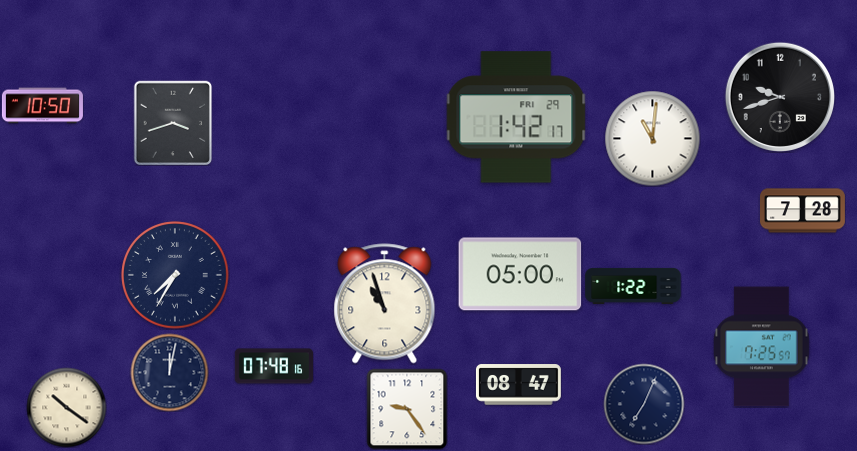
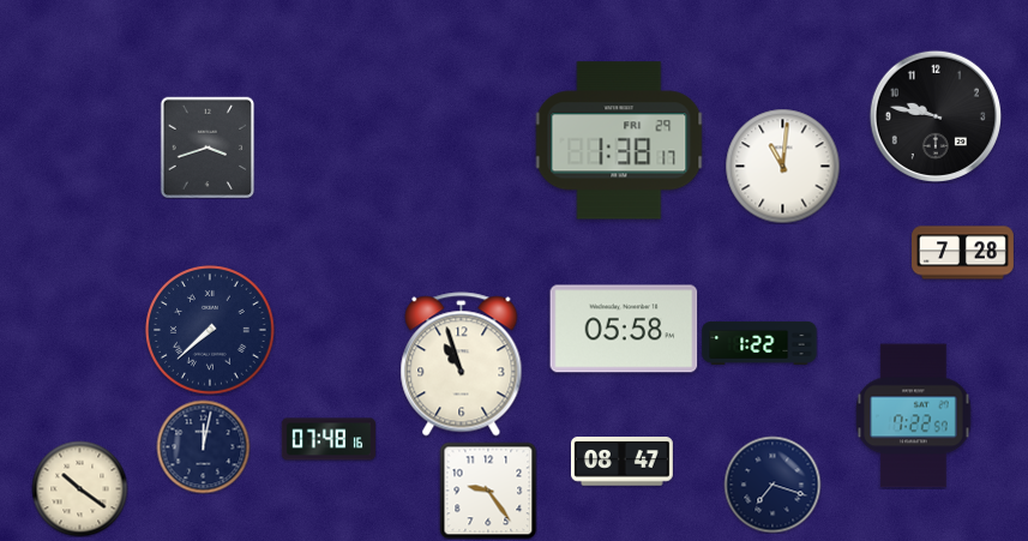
clock at (779, 96): 9:42 -> 9:47
clock at (42, 106): 10:50 -> none
clock at (516, 117): 1:42 -> 1:38
clock at (520, 274): 05:00 -> 05:58
clock at (175, 275): 7:35 -> 7:38
clock at (762, 347): 7:25 -> 7:22
clock at (644, 404): 7:04 -> 7:18
